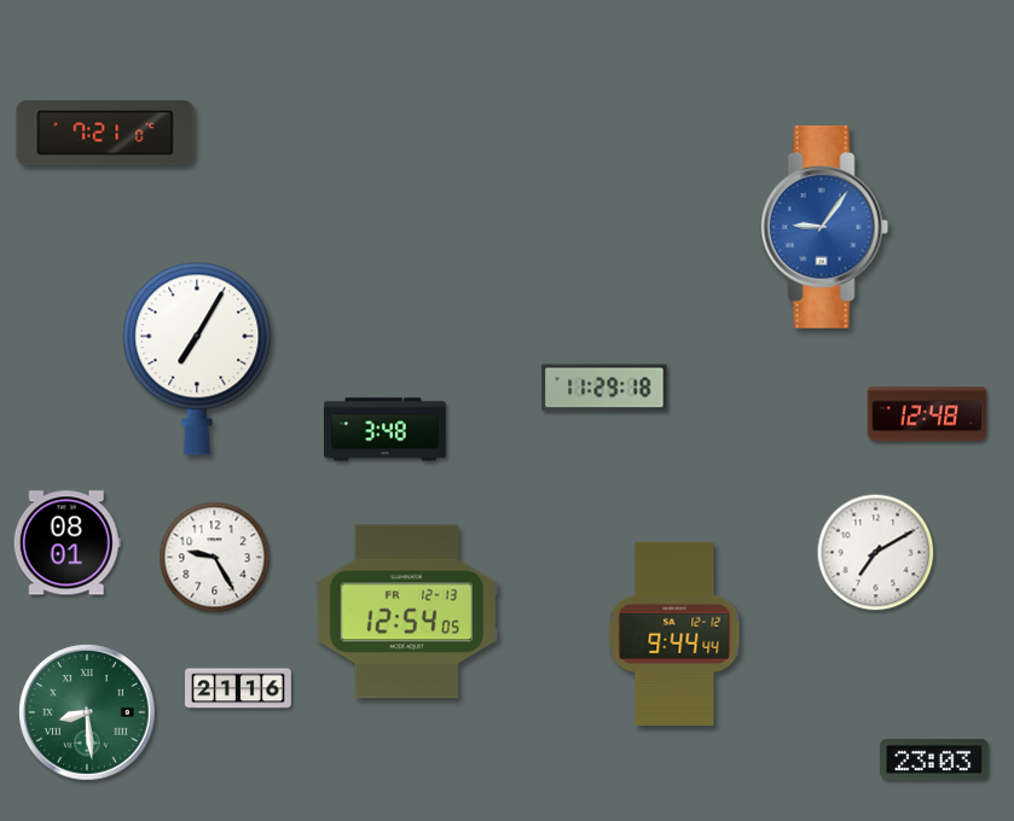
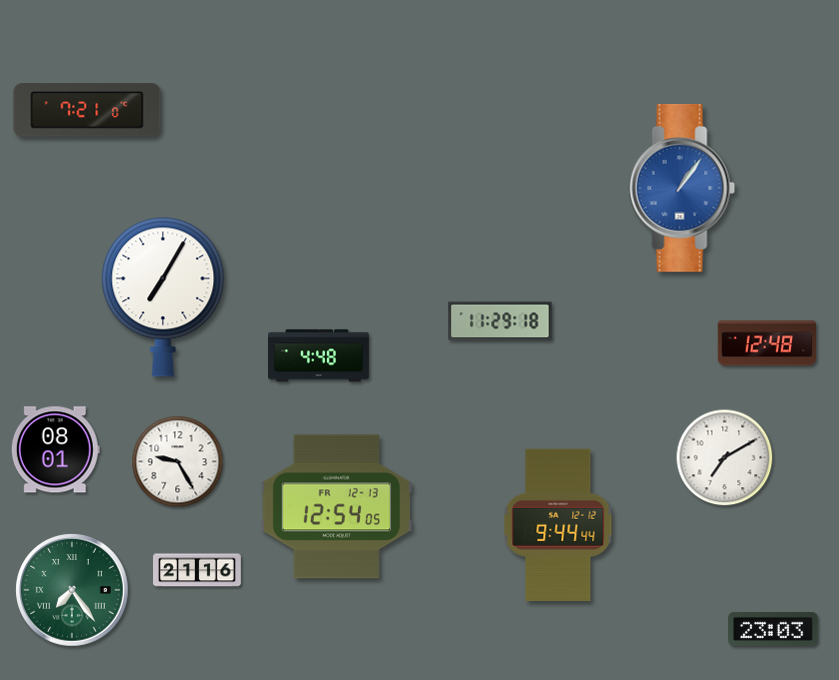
clock at (824, 227): 9:06 -> 1:06
clock at (386, 430): 3:48 -> 4:48
clock at (87, 712): 8:29 -> 7:24
